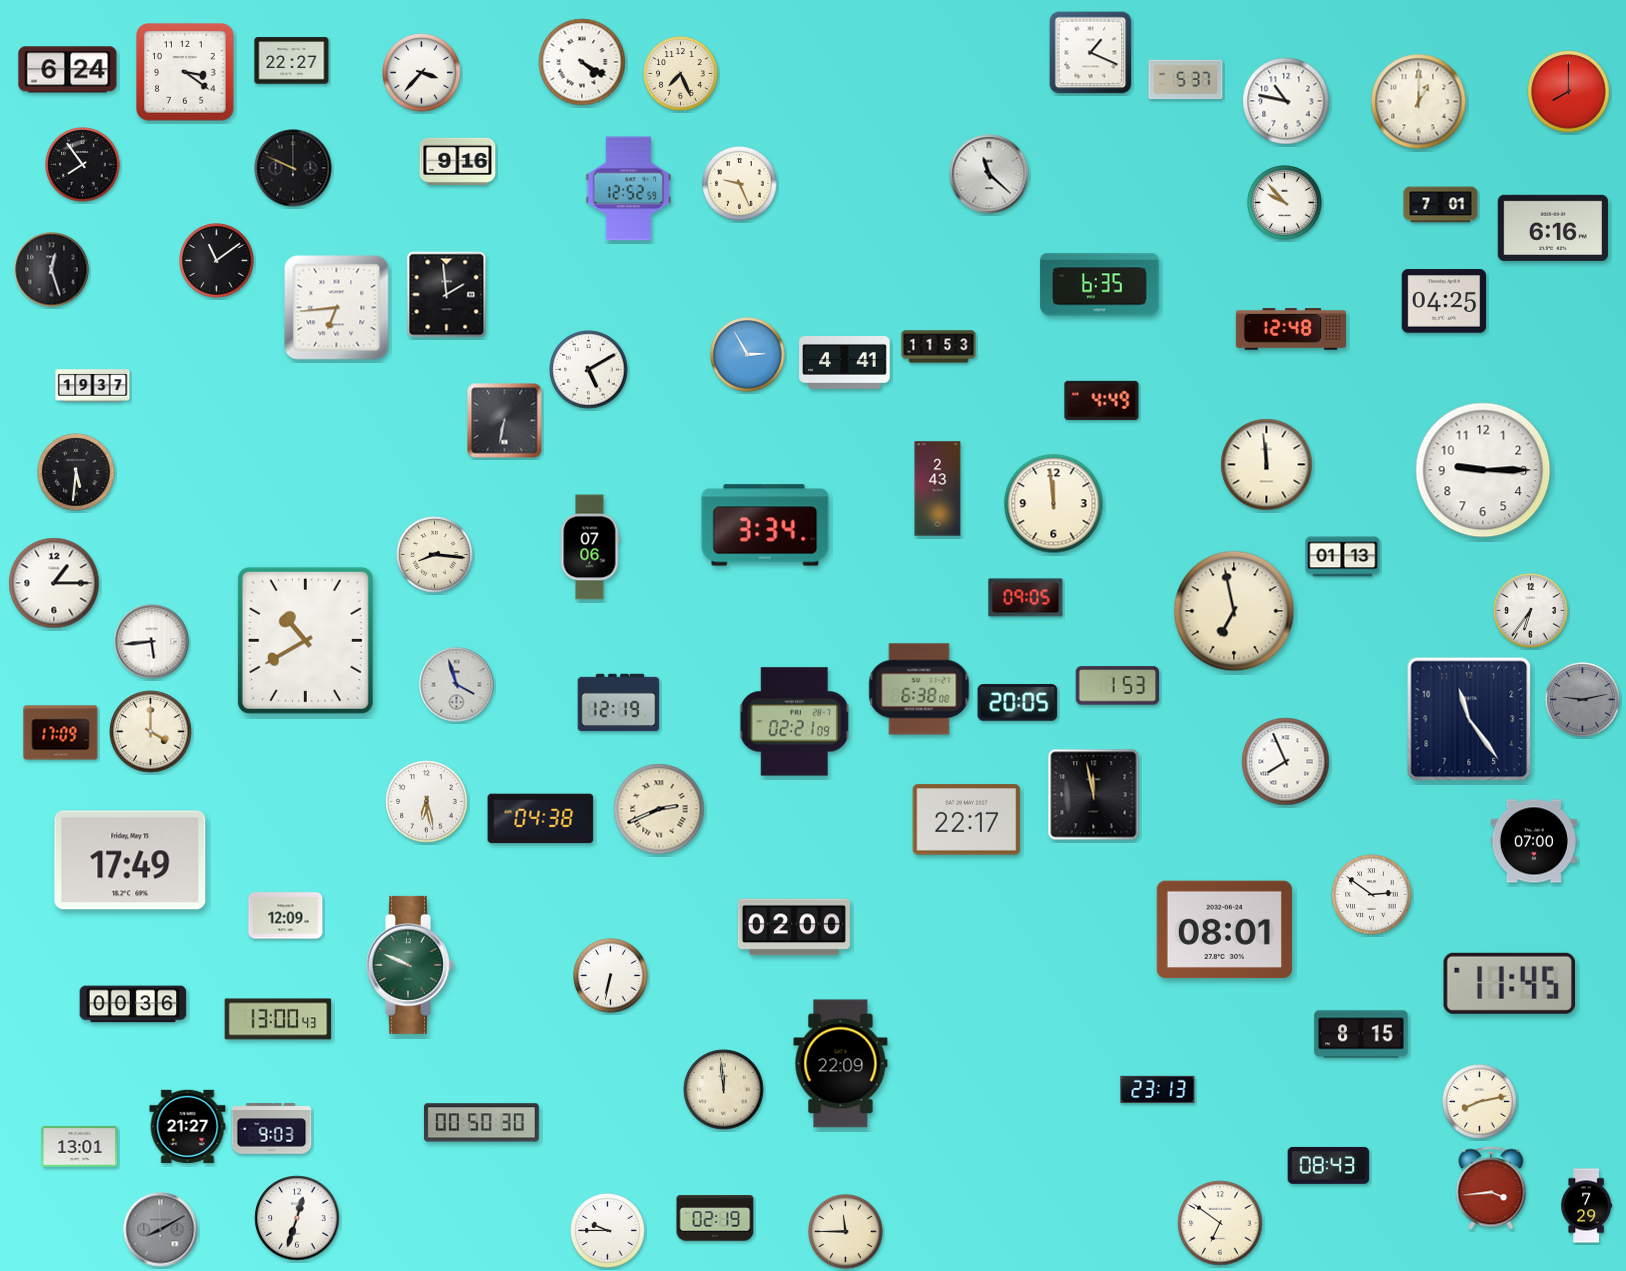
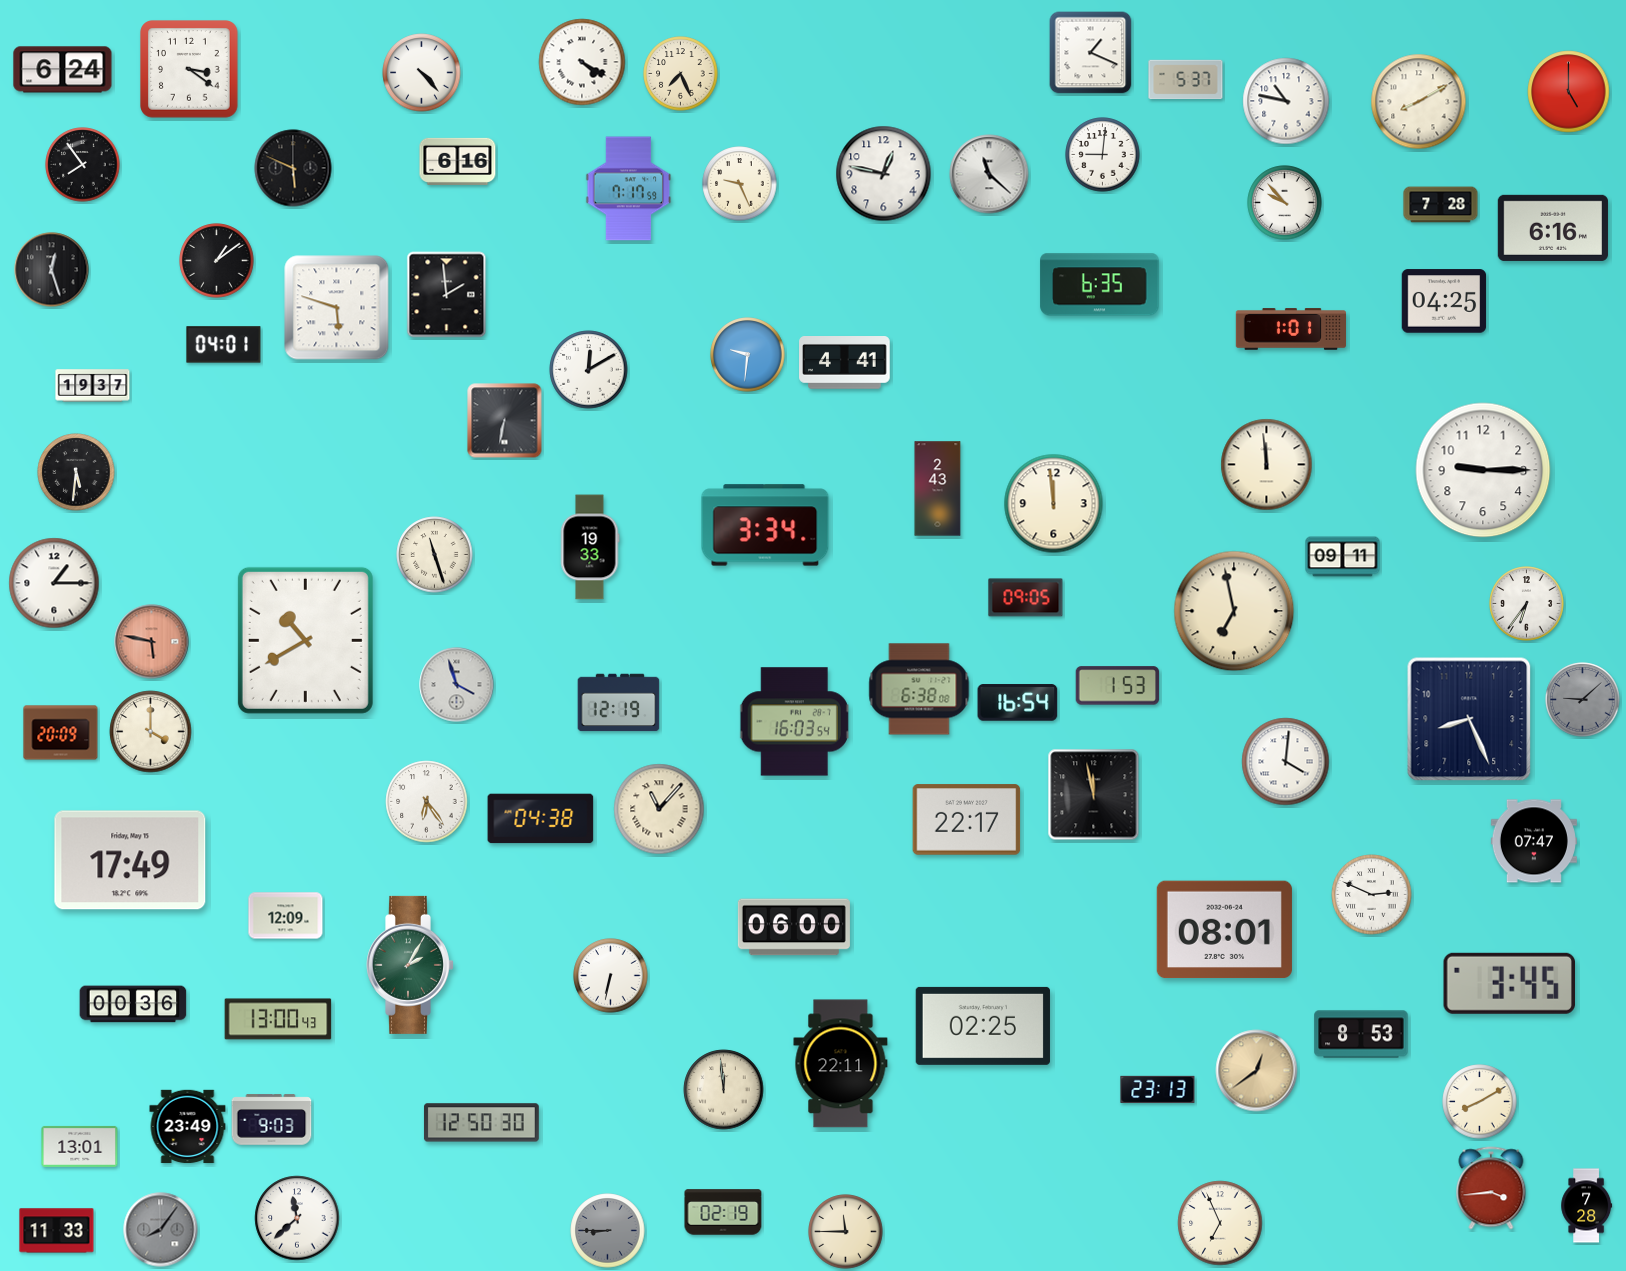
clock at (292, 61): 22:27 -> none
clock at (68, 70) position: (68, 70) -> (63, 70)
clock at (185, 72) position: (185, 72) -> (189, 69)
clock at (422, 73): 3:37 -> 4:23
clock at (1569, 92): 8:00 -> 5:00
clock at (1419, 102): 1:00 -> 8:10
clock at (1103, 155): none -> 9:01
clock at (458, 161): 9:16 -> 6:16
clock at (293, 168): 9:49 -> 5:49
clock at (884, 174): none -> 12:47
clock at (629, 189): 12:52 -> 7:17
clock at (1441, 205): 7:01 -> 7:28
clock at (217, 261): 11:09 -> 1:09
clock at (337, 308): 6:44 -> 5:48
clock at (1290, 329): 12:48 -> 1:01
clock at (224, 345): none -> 04:01
clock at (939, 347): 11:53 -> none
clock at (748, 355): 2:55 -> 9:31
clock at (589, 370): 5:10 -> 12:10
clock at (1102, 400): 4:49 -> none
clock at (590, 547): 07:06 -> 19:33
clock at (435, 555): 8:16 -> 11:27
clock at (1343, 557): 01:13 -> 09:11
clock at (1531, 611) position: (1531, 611) -> (1527, 604)
clock at (152, 642): 5:44 -> 5:47
clock at (152, 642) dial: white -> salmon
clock at (1583, 700): 9:13 -> 9:08
clock at (1018, 703): 20:05 -> 16:54
clock at (1469, 719): 11:24 -> 8:26
clock at (795, 722): 02:21 -> 16:03
clock at (61, 733): 17:09 -> 20:09
clock at (1286, 762): 7:56 -> 4:01
clock at (427, 802): 6:28 -> 6:24
clock at (659, 809): 2:41 -> 11:07
clock at (1534, 841): 07:00 -> 07:47
clock at (1372, 895): 2:51 -> 2:49
clock at (794, 927): 02:00 -> 06:00
clock at (411, 965): 9:49 -> 2:05
clock at (1510, 983): 11:45 -> 3:45
clock at (983, 1026): none -> 02:25
clock at (1361, 1034): 8:15 -> 8:53
clock at (841, 1064): 22:09 -> 22:11
clock at (1257, 1071): none -> 12:39
clock at (1480, 1102): 8:13 -> 8:10
clock at (481, 1123): 00:50 -> 12:50
clock at (188, 1127): 21:27 -> 23:49
clock at (272, 1129) position: (272, 1129) -> (272, 1120)
clock at (1329, 1165): 08:43 -> none
clock at (1587, 1206): 7:29 -> 7:28
clock at (297, 1218): 12:33 -> 11:38
clock at (715, 1218) position: (715, 1218) -> (723, 1212)
clock at (1220, 1223): 6:51 -> 6:56
clock at (161, 1230): 8:10 -> 8:06
clock at (57, 1231): none -> 11:33
clock at (608, 1231): 9:45 -> 8:45
clock at (608, 1231) dial: white -> grey
